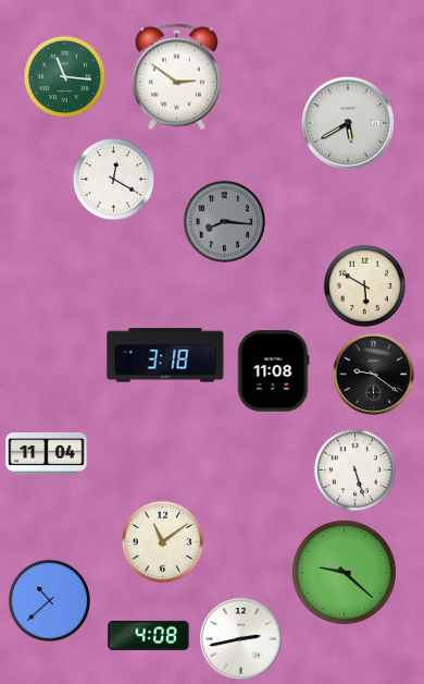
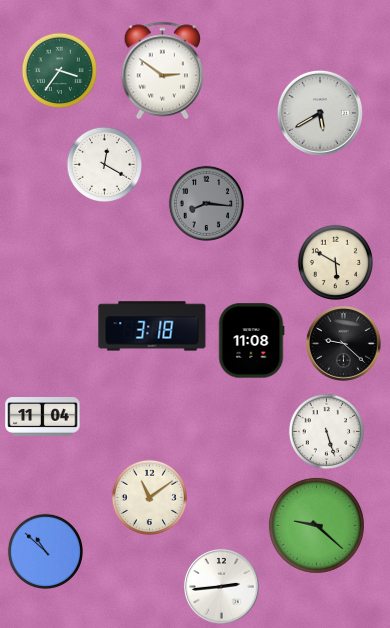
clock at (64, 76): 11:16 -> 3:36
clock at (374, 375): 9:21 -> 9:22
clock at (49, 600): 10:38 -> 10:52
clock at (149, 635): 4:08 -> none
clock at (241, 639): 2:43 -> 2:44
